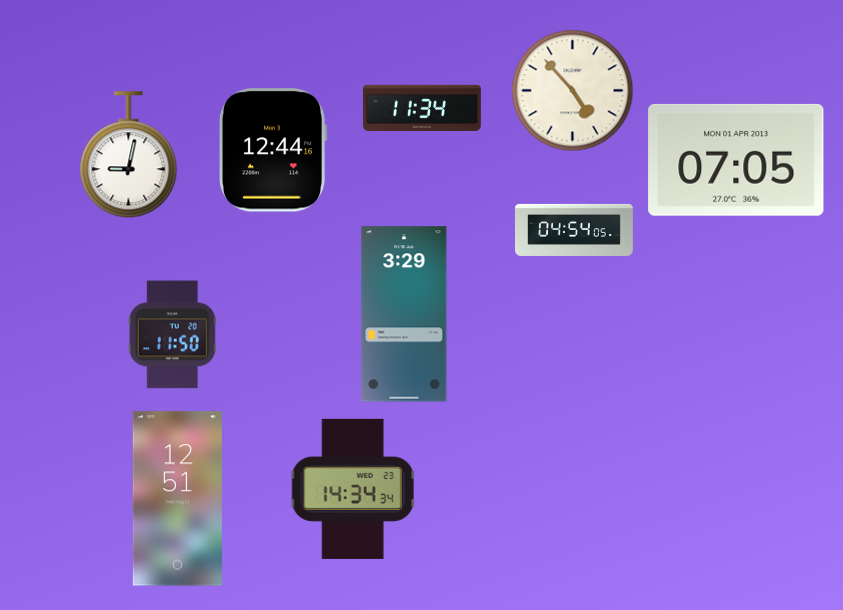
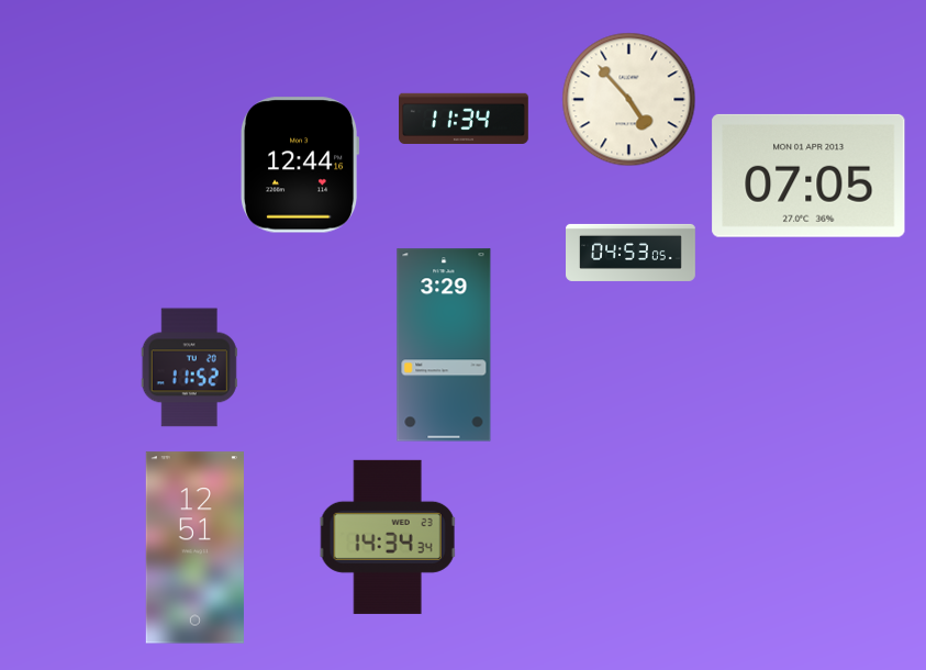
clock at (129, 155): 9:02 -> none
clock at (575, 230): 04:54 -> 04:53
clock at (172, 335): 11:50 -> 11:52
